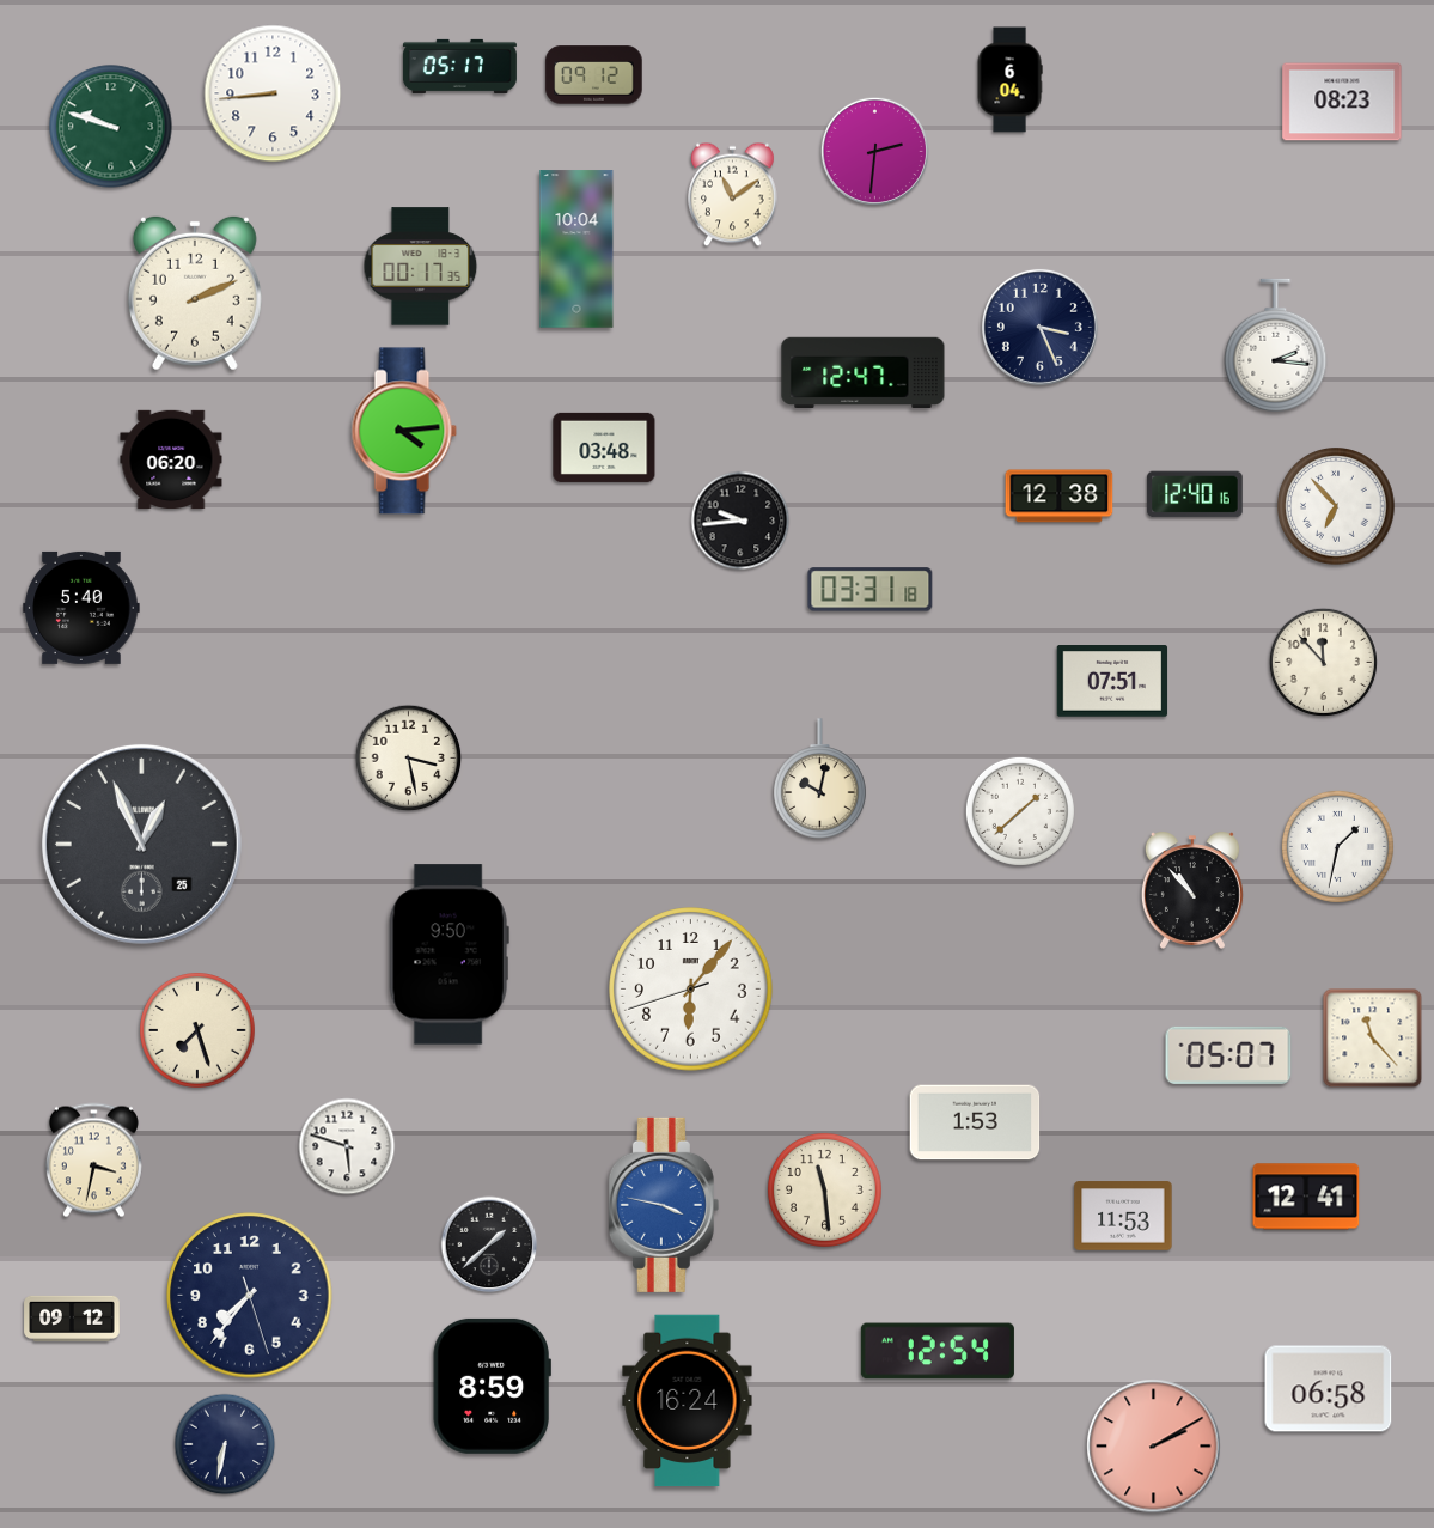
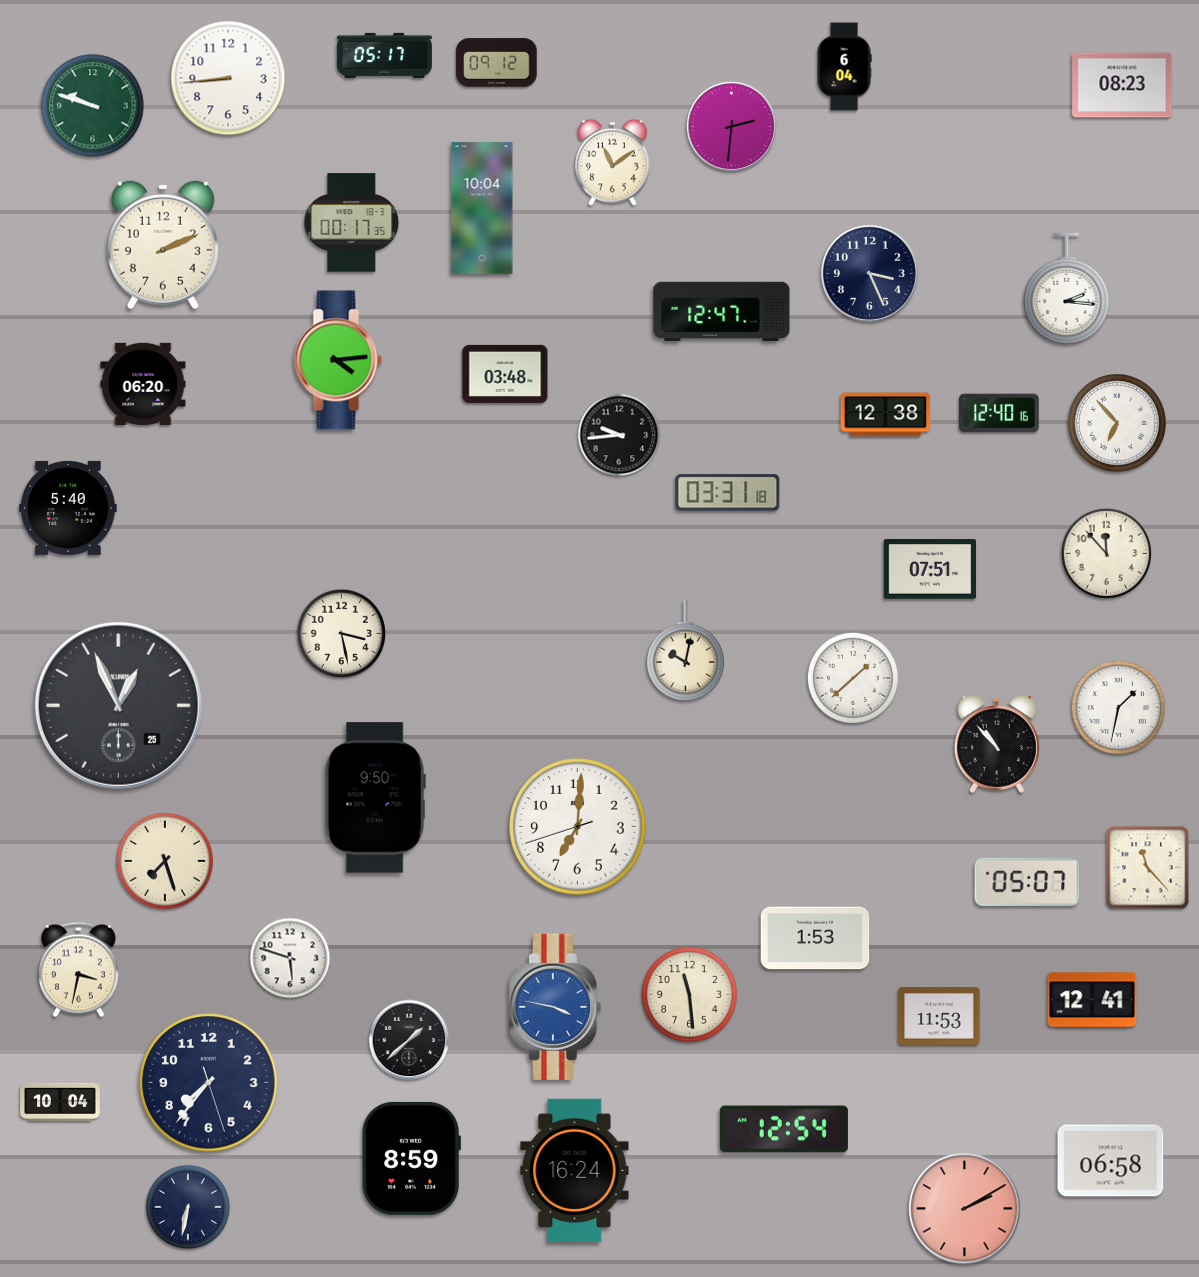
clock at (691, 990): 6:06 -> 7:00
clock at (72, 1319): 09:12 -> 10:04
